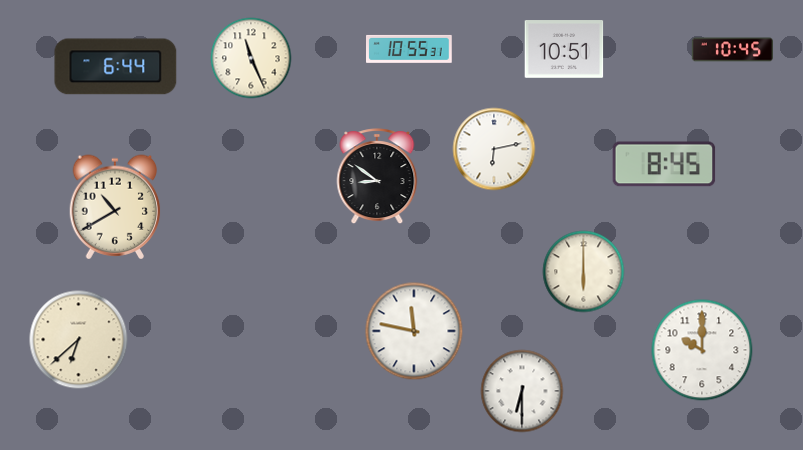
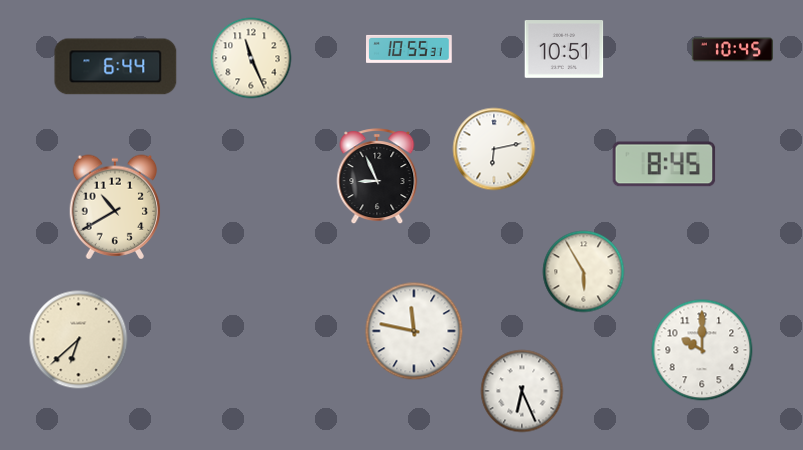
clock at (377, 177): 8:51 -> 8:56
clock at (584, 272): 6:00 -> 5:55
clock at (522, 391): 6:30 -> 6:26
